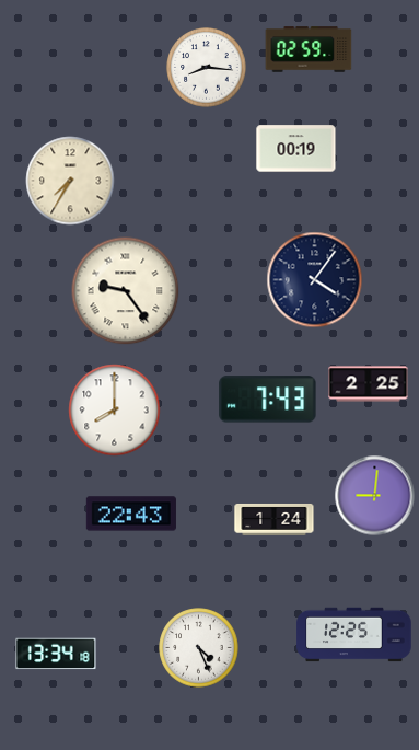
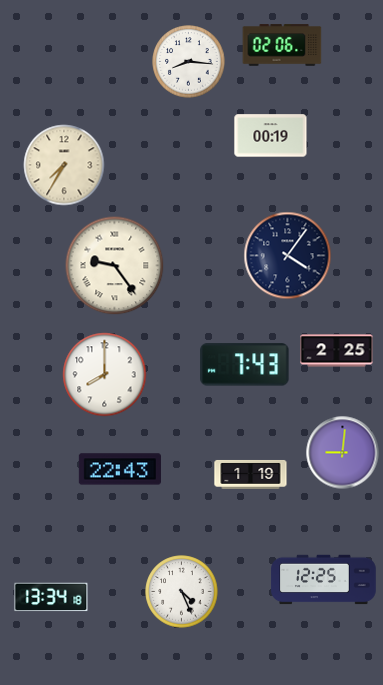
clock at (309, 49): 02:59 -> 02:06
clock at (275, 519): 1:24 -> 1:19
